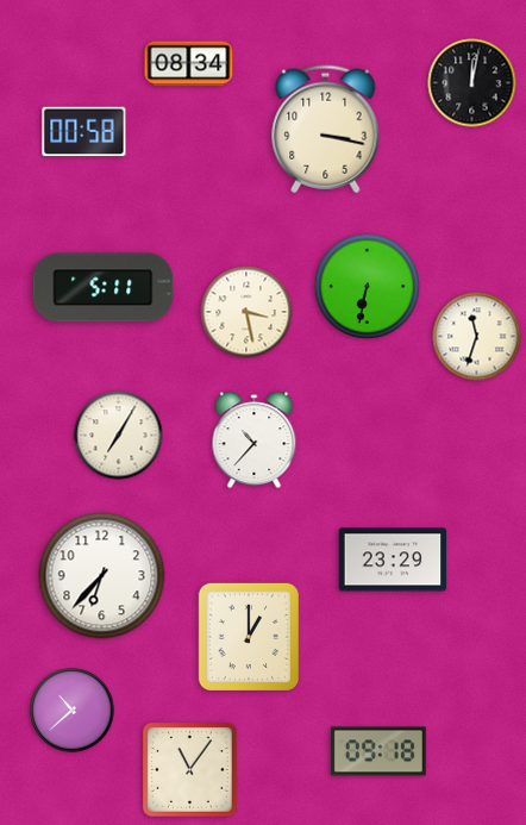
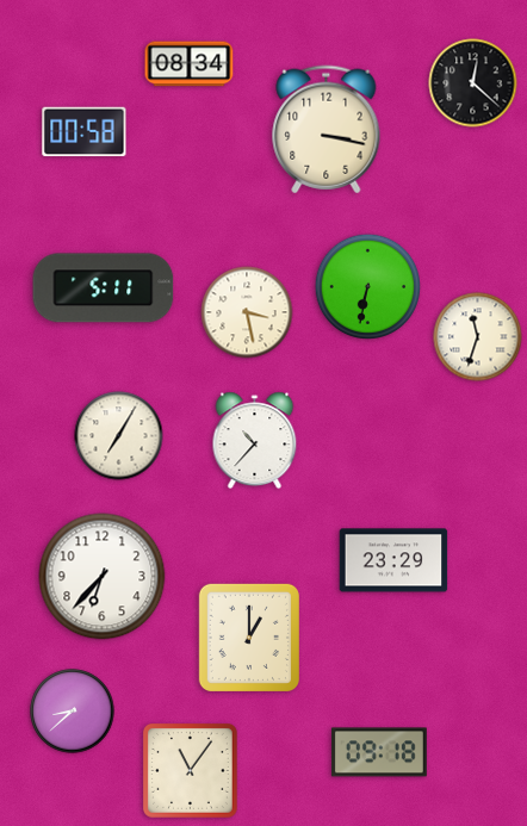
clock at (472, 83): 12:02 -> 12:22
clock at (73, 711): 10:38 -> 8:38
